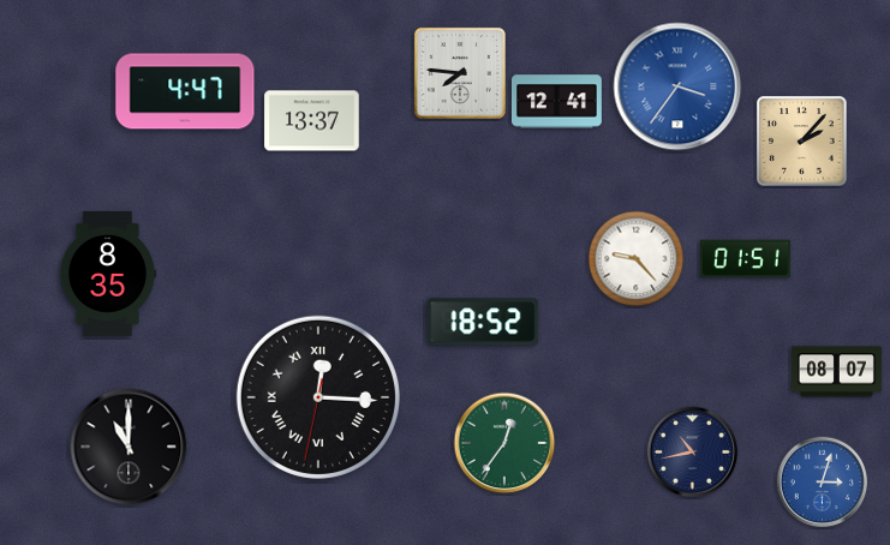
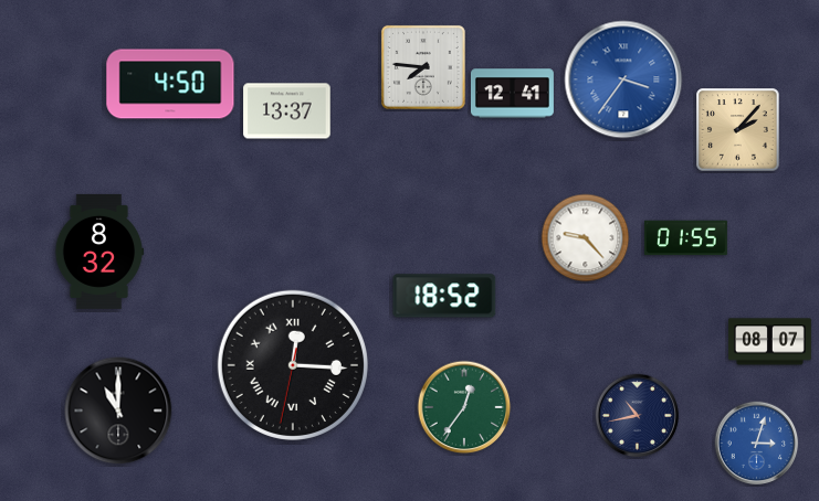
clock at (185, 91): 4:47 -> 4:50
clock at (745, 259): 01:51 -> 01:55
clock at (108, 274): 8:35 -> 8:32
